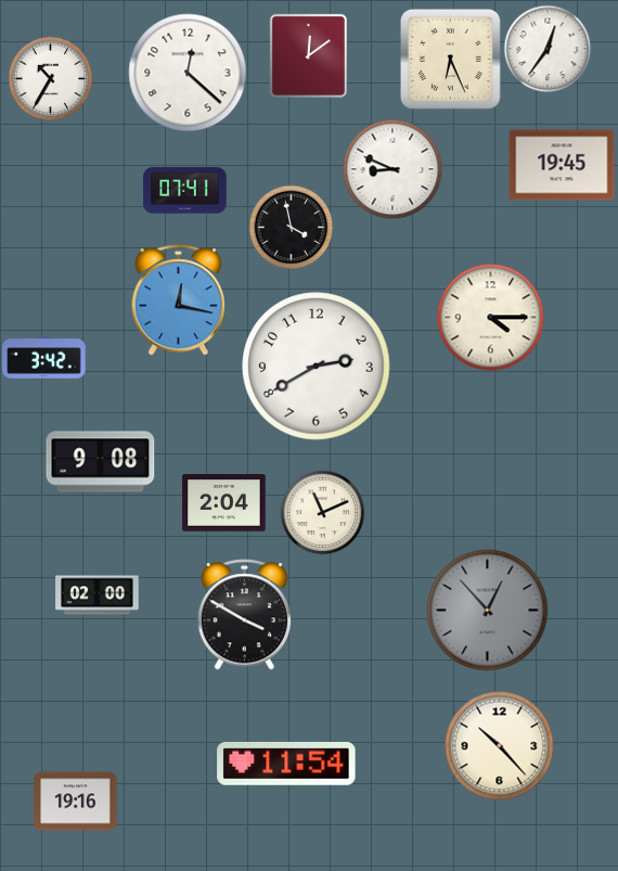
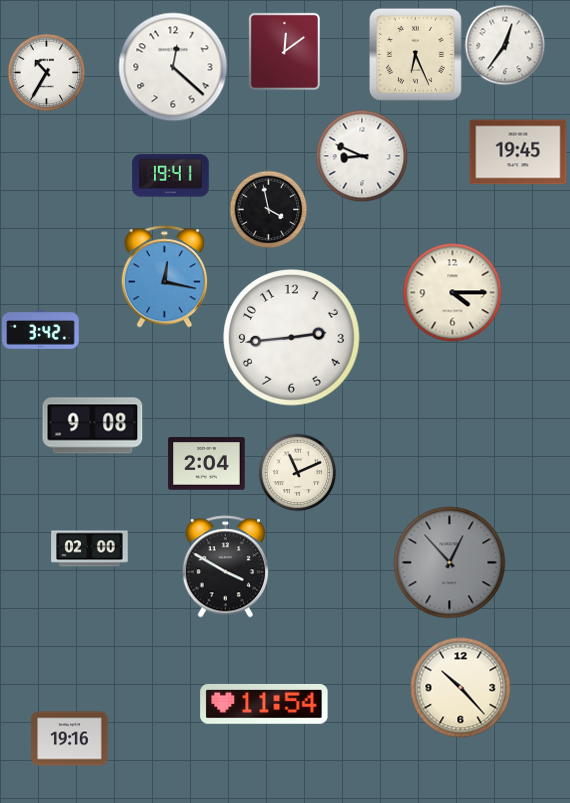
clock at (185, 191): 07:41 -> 19:41
clock at (317, 367): 2:40 -> 2:44
